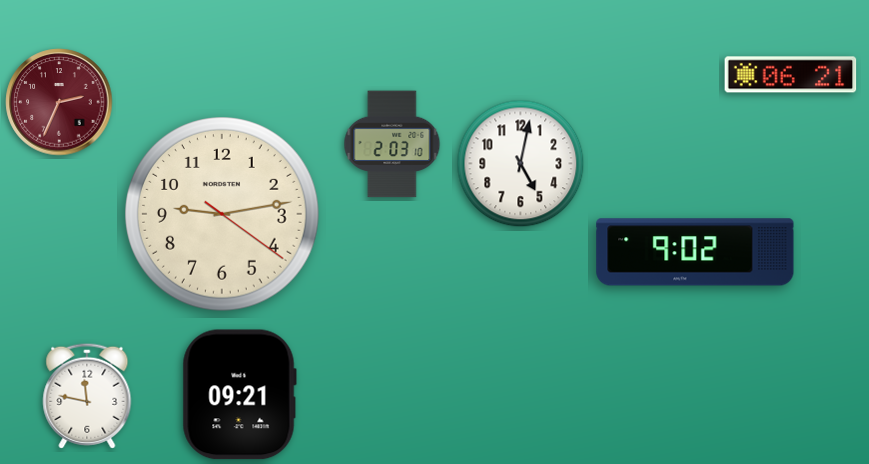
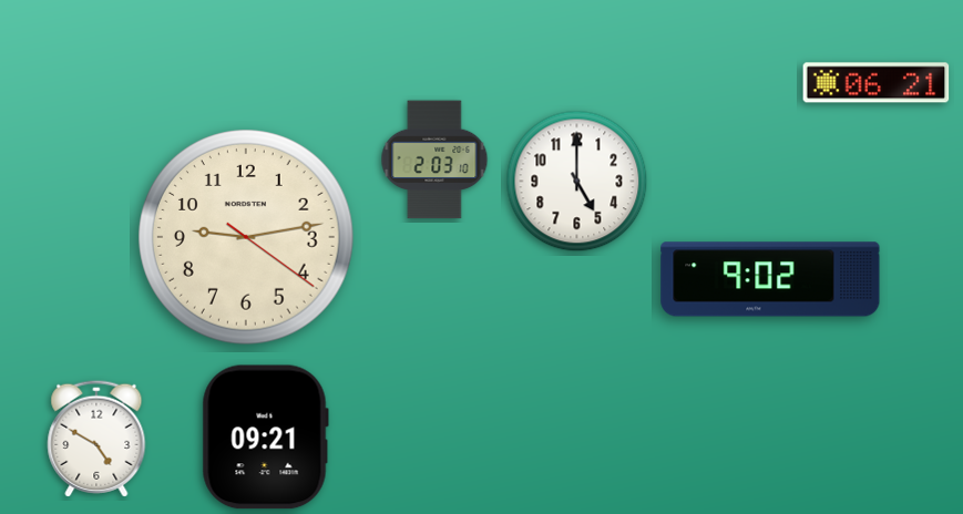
clock at (59, 102): 2:34 -> none
clock at (521, 164): 5:02 -> 5:00
clock at (87, 396): 11:47 -> 4:50
